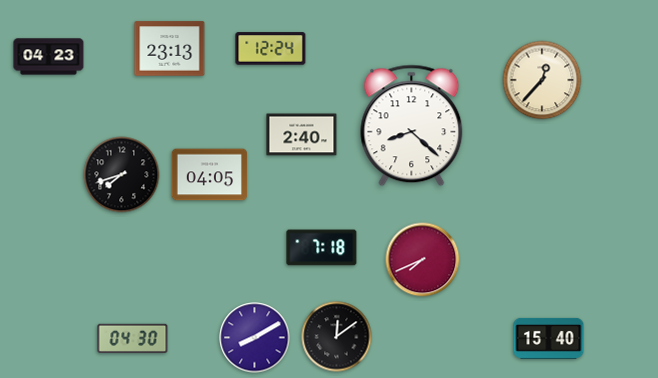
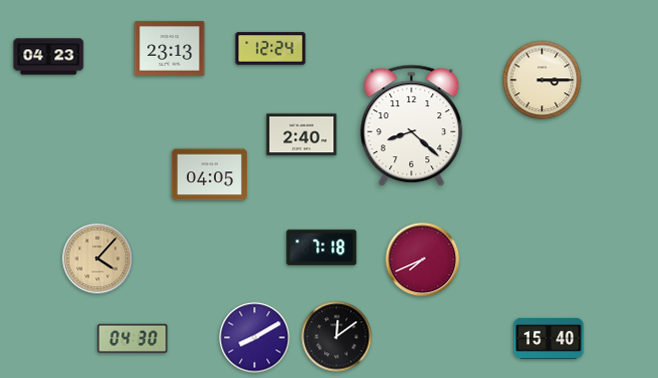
clock at (542, 80): 12:37 -> 3:15
clock at (122, 175): 7:42 -> none
clock at (98, 259): none -> 4:07
